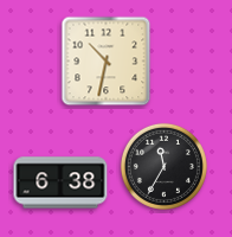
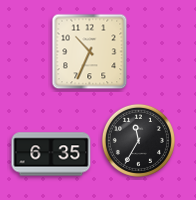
clock at (107, 62): 10:32 -> 10:34
clock at (60, 182): 6:38 -> 6:35
